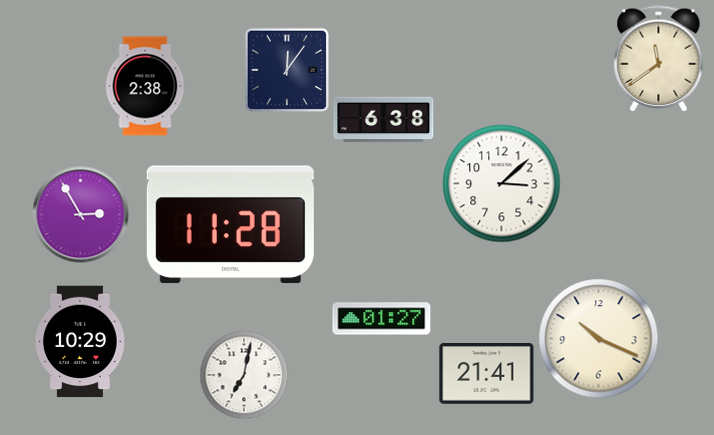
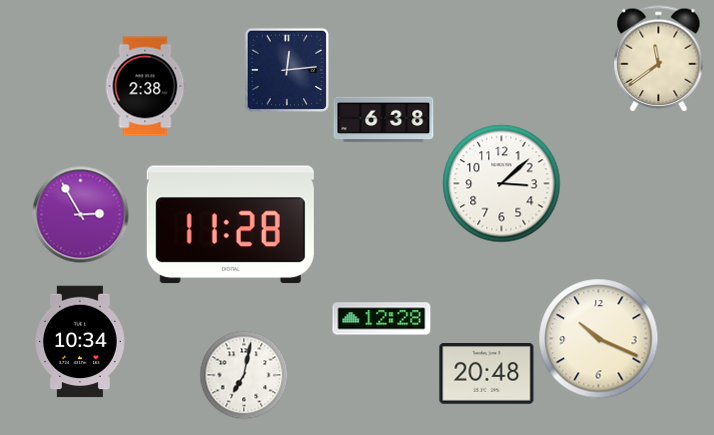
clock at (286, 69): 12:06 -> 12:14
clock at (382, 319): 01:27 -> 12:28
clock at (80, 342): 10:29 -> 10:34
clock at (487, 374): 21:41 -> 20:48
